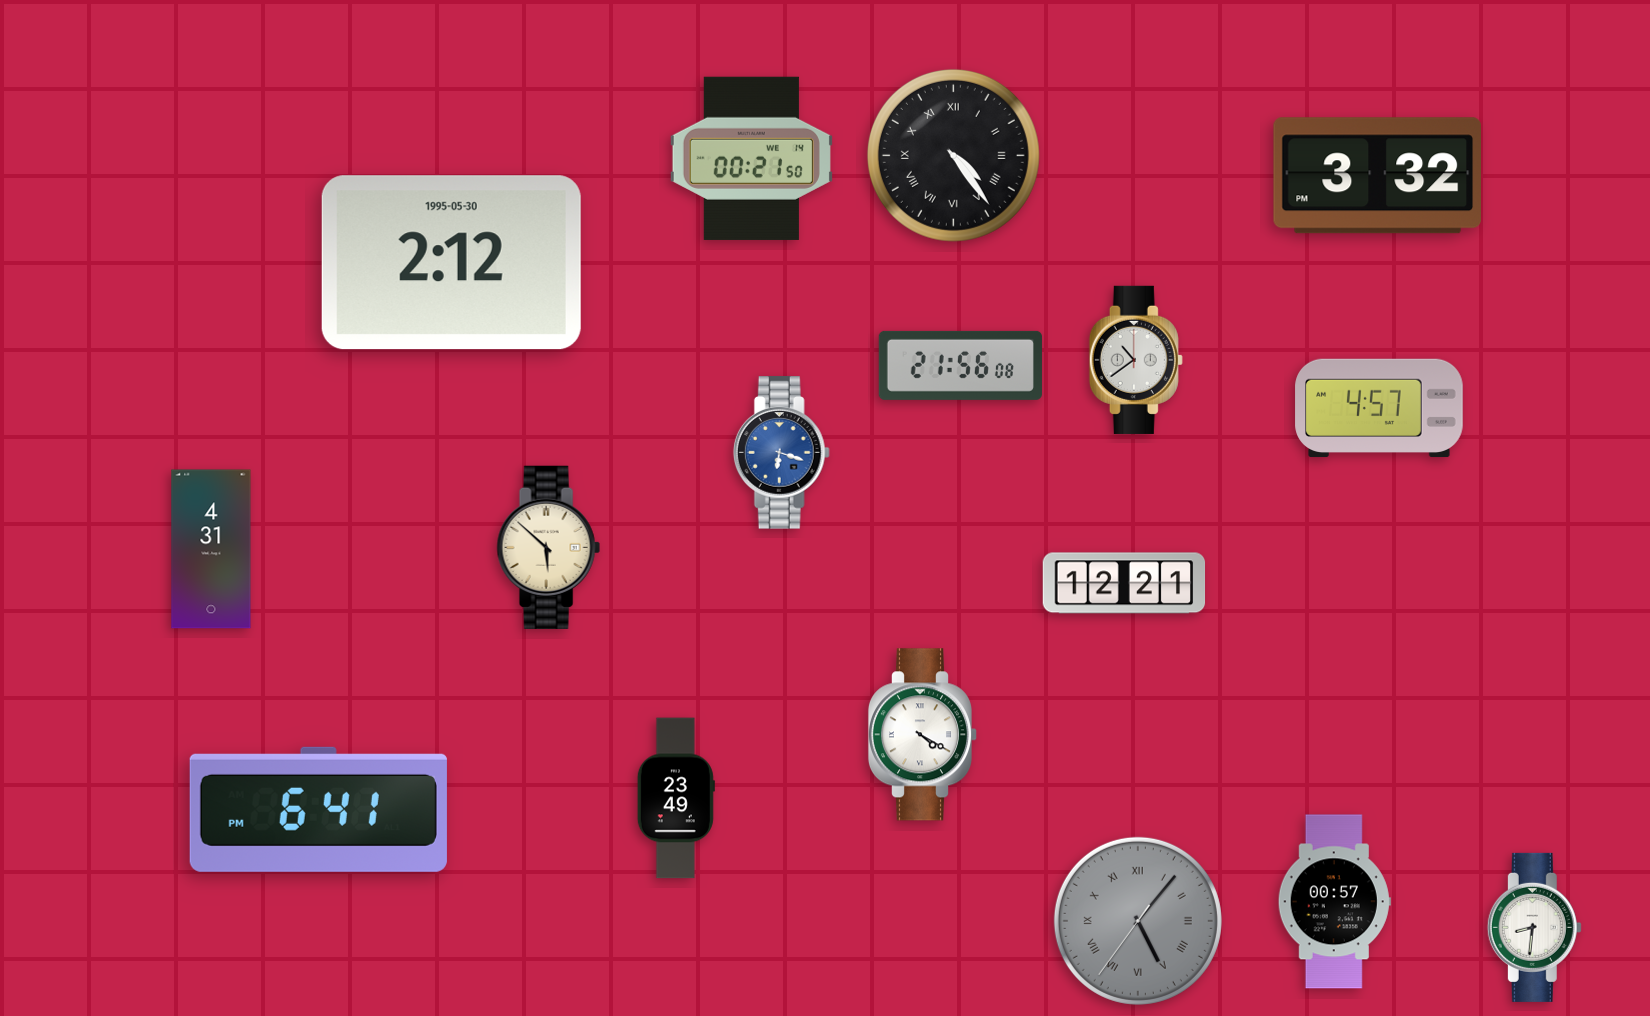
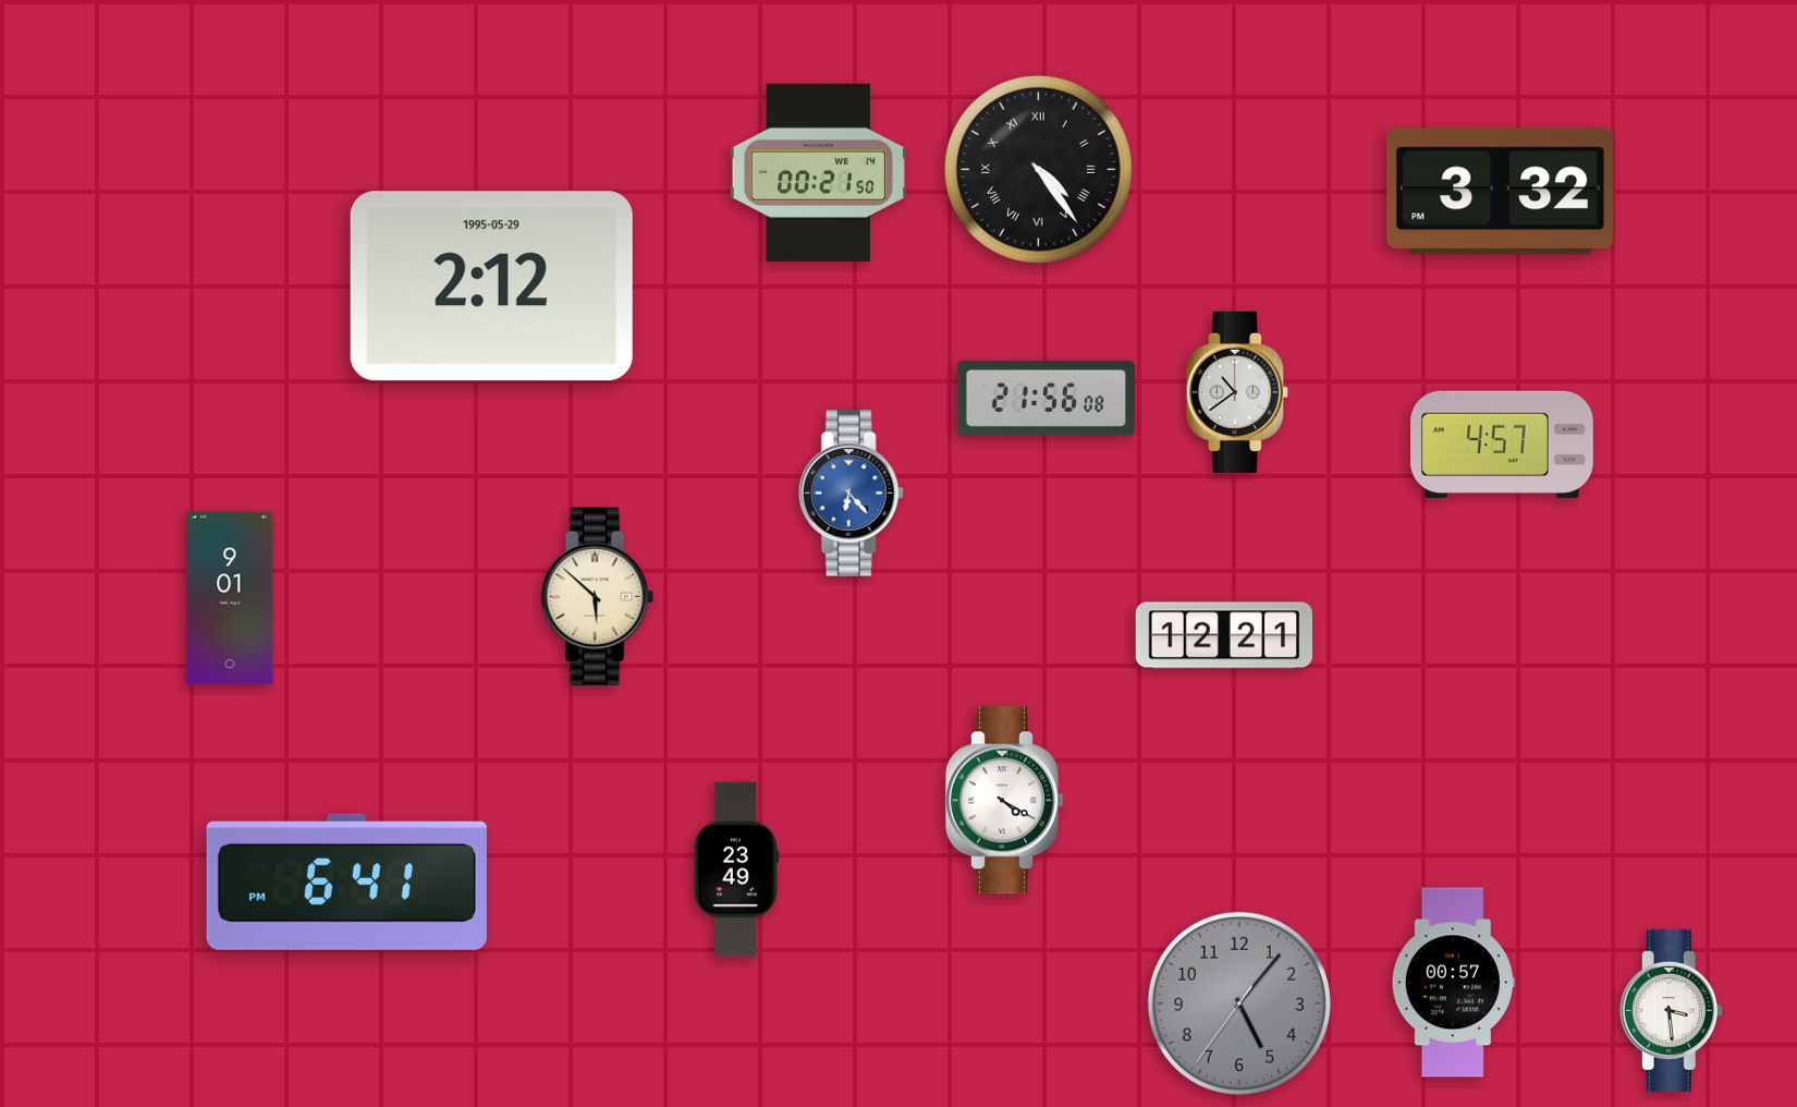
clock at (451, 263) date: 1995-05-30 -> 1995-05-29
clock at (781, 453): 6:18 -> 6:23
clock at (211, 549): 4:31 -> 9:01
clock at (1138, 921) numerals: Roman -> Arabic
clock at (1534, 927): 8:31 -> 3:29
